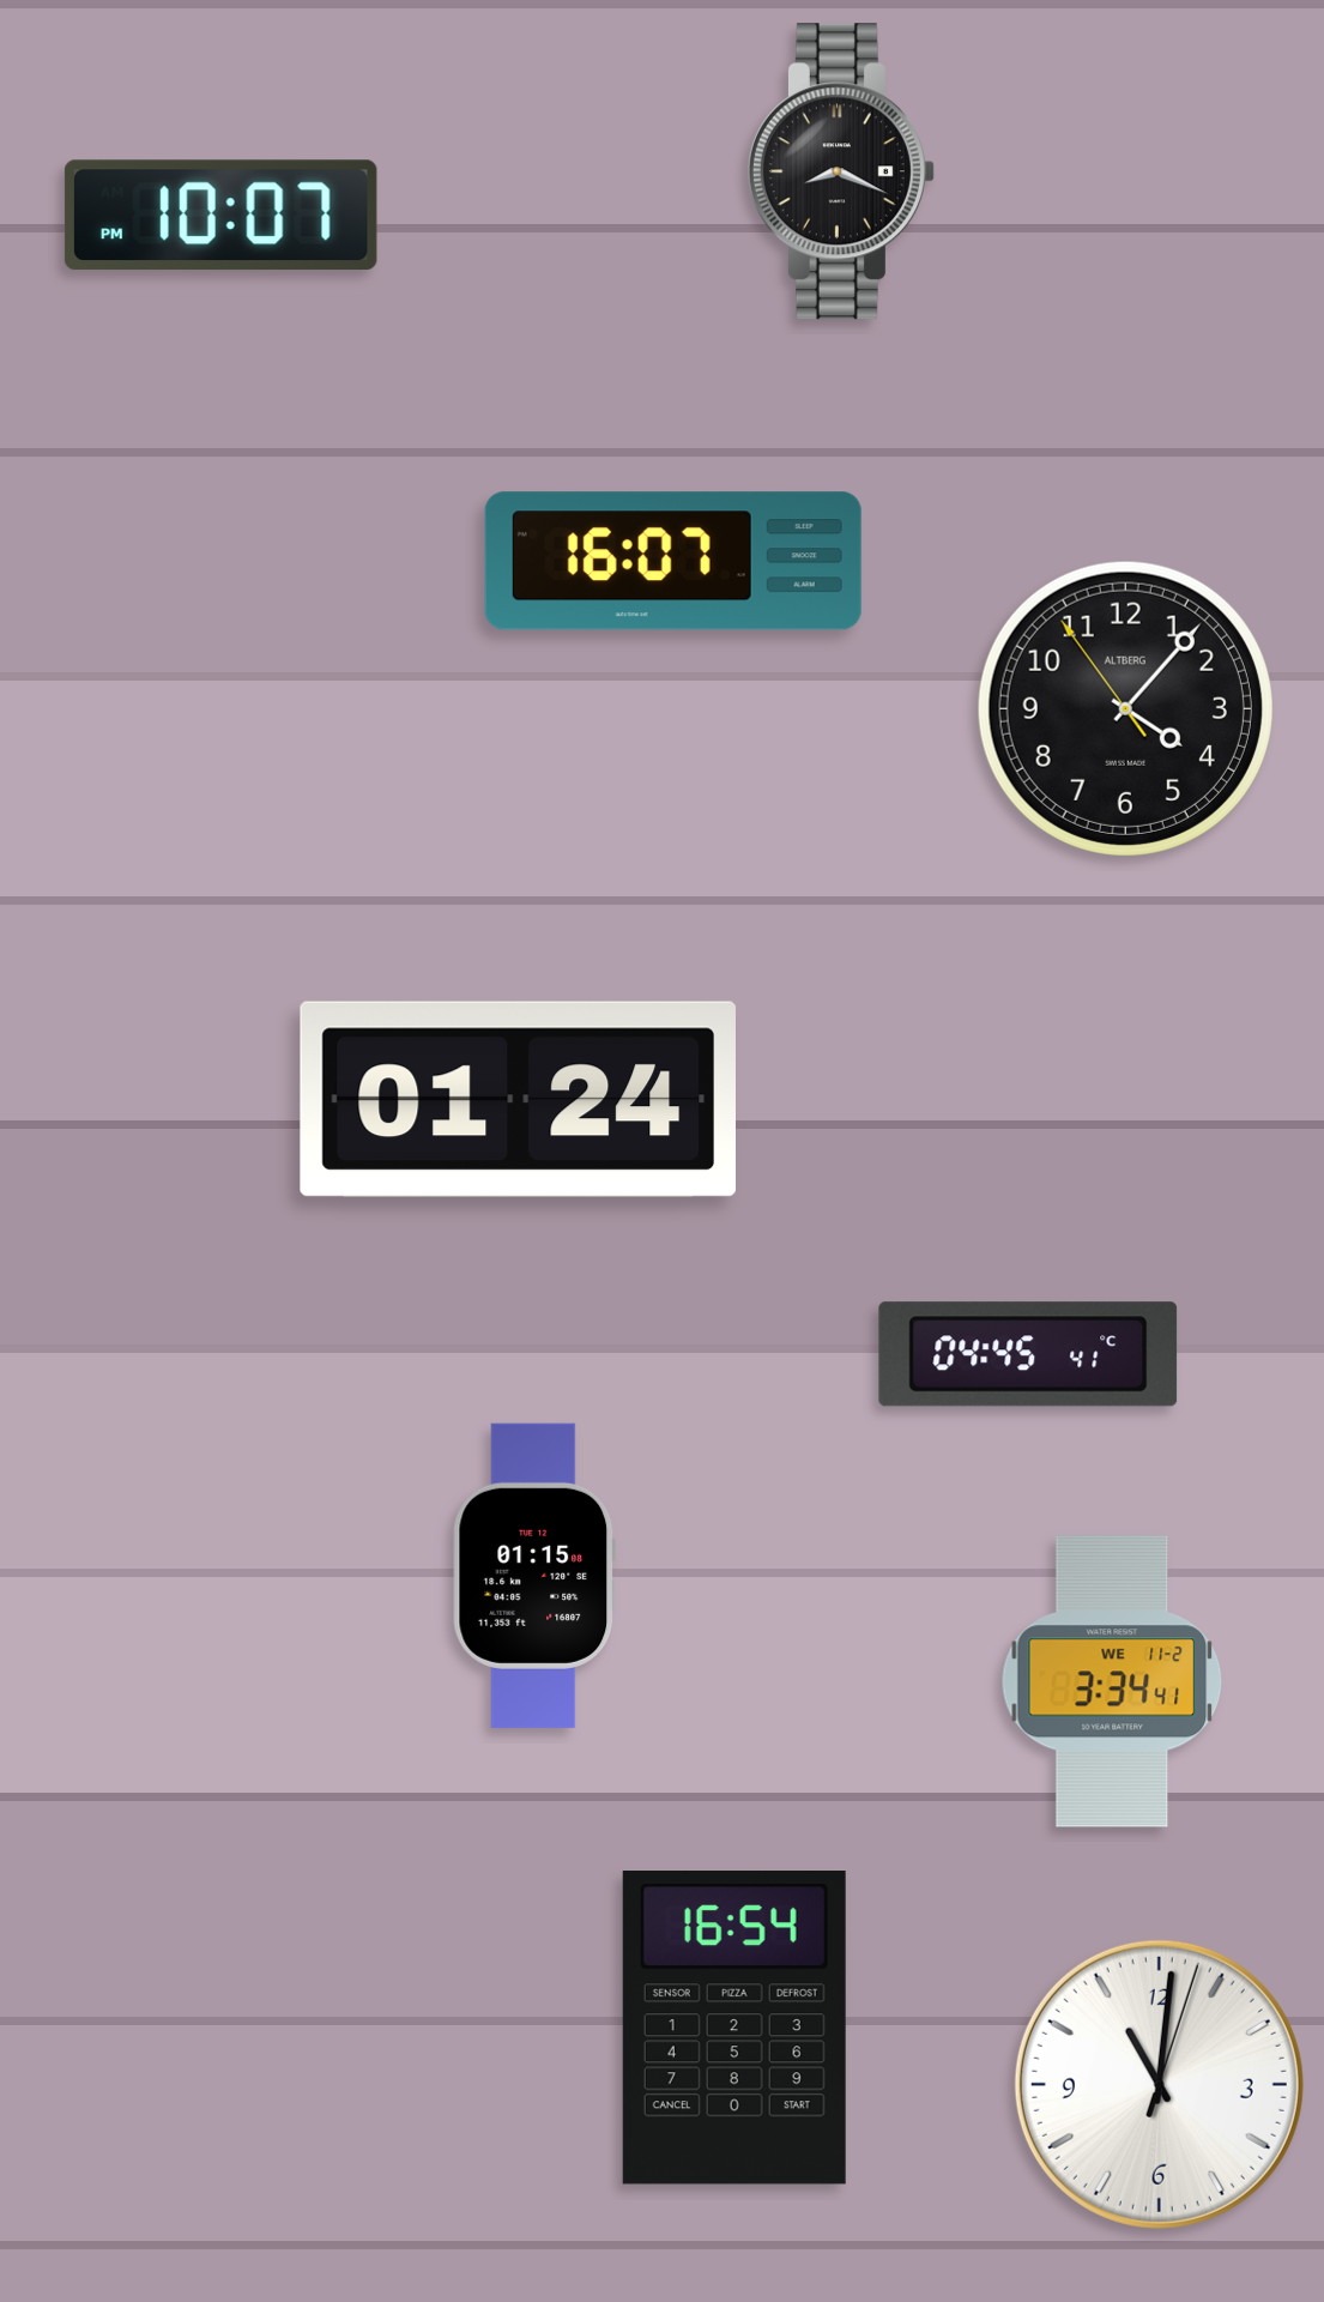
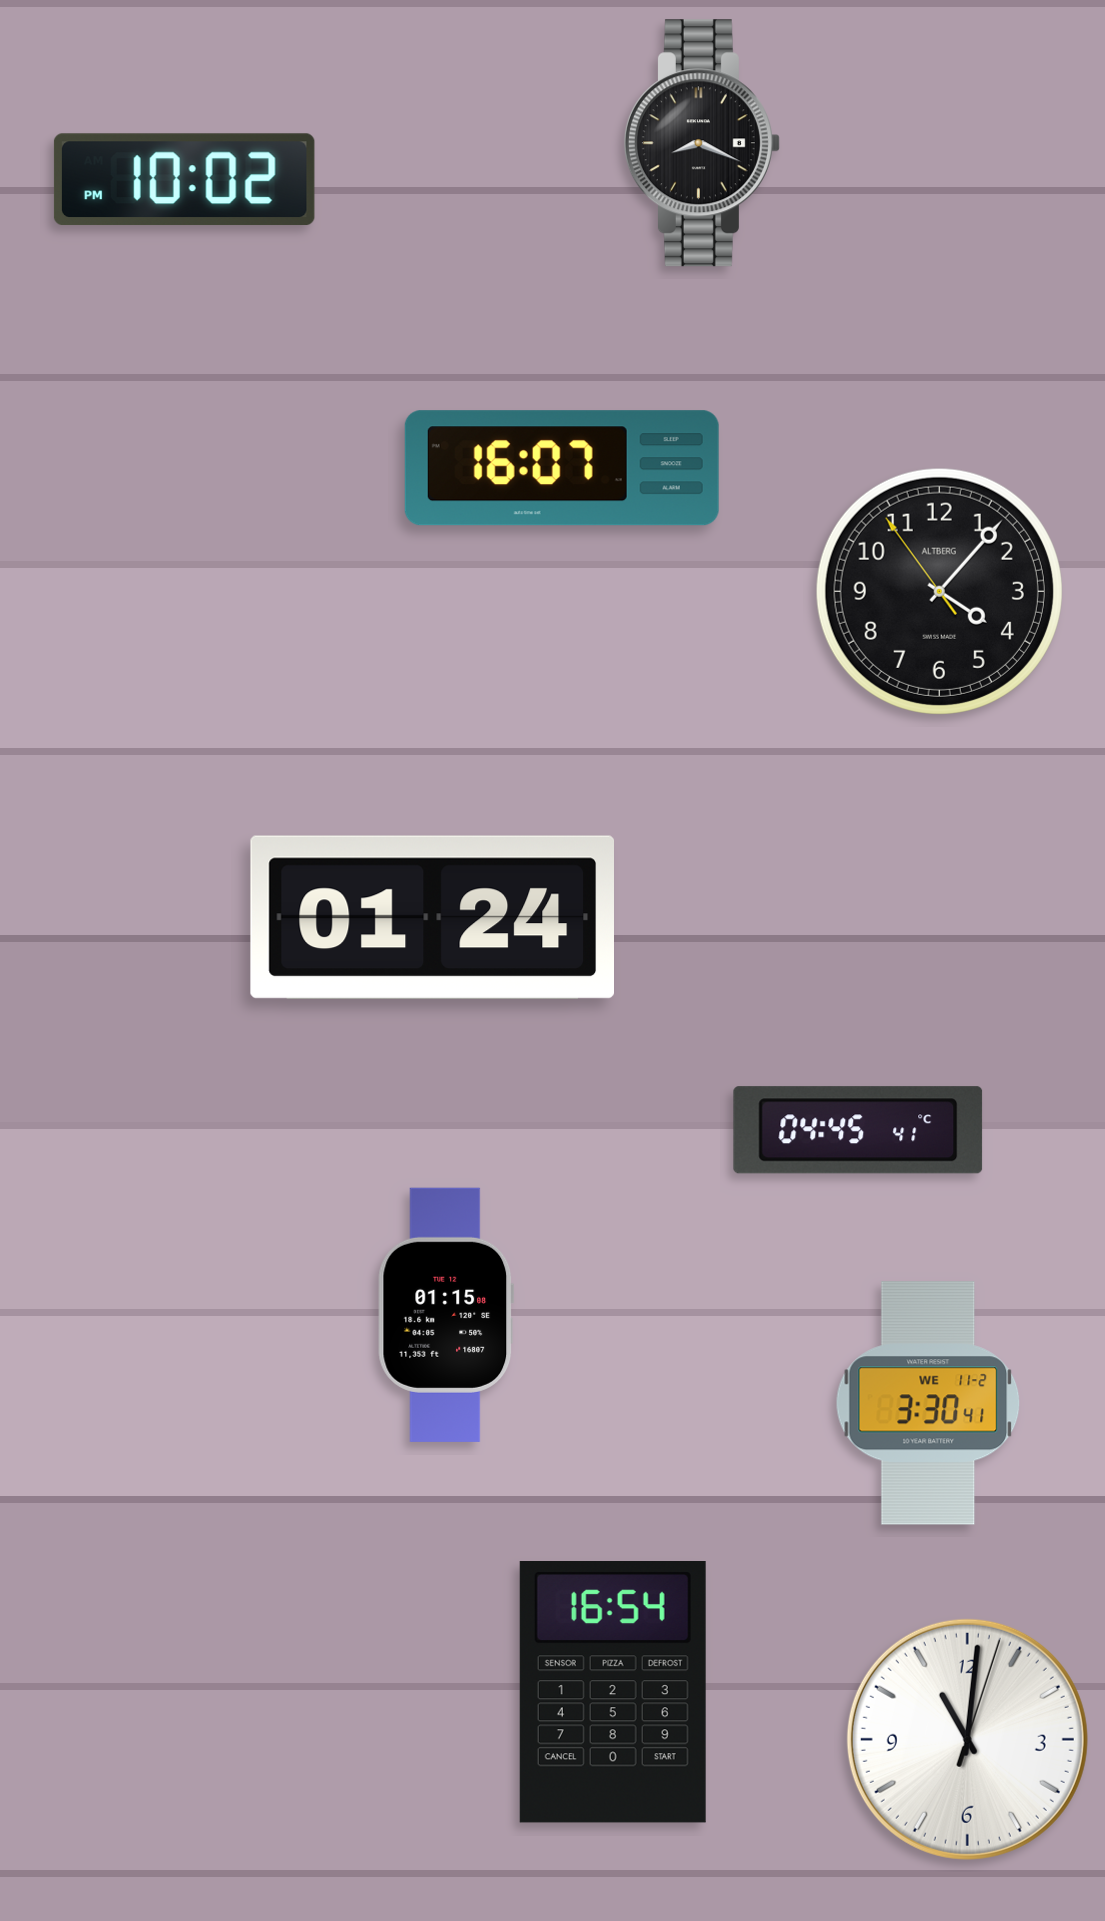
clock at (220, 216): 10:07 -> 10:02
clock at (1112, 1681): 3:34 -> 3:30
